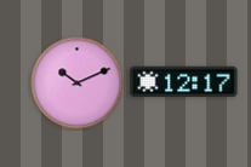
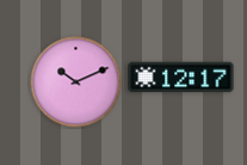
clock at (184, 82) position: (184, 82) -> (181, 78)
